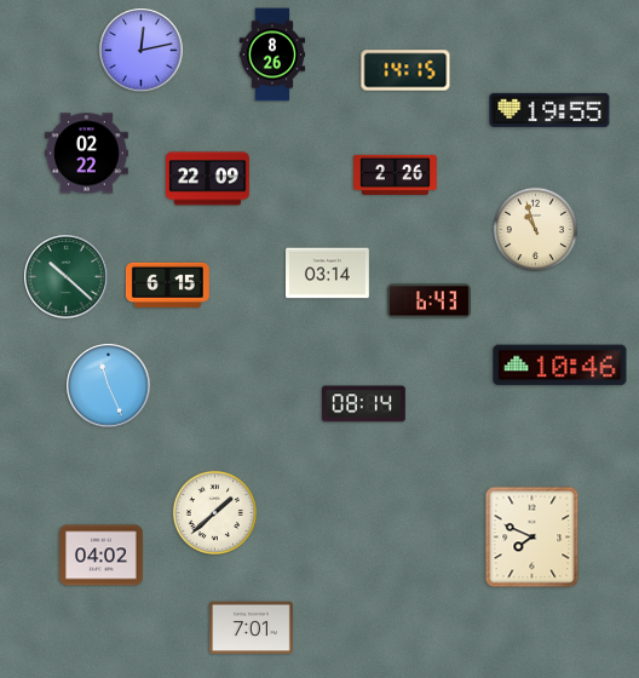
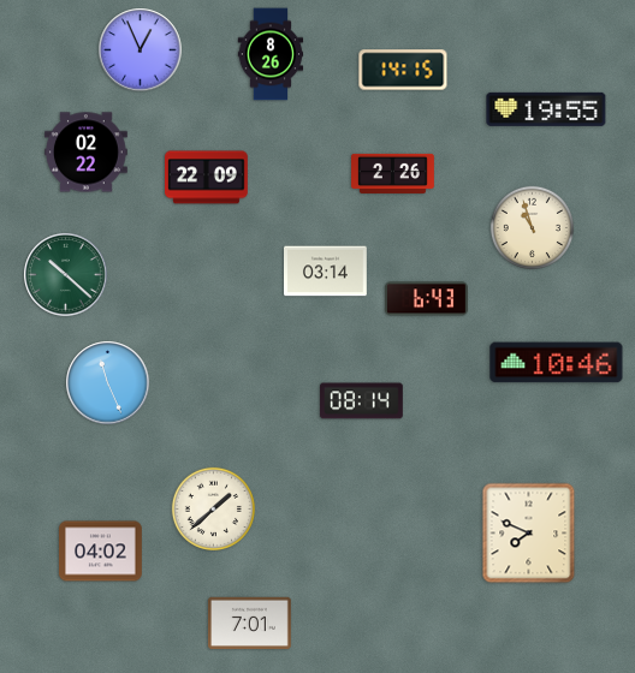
clock at (142, 51): 12:13 -> 12:56
clock at (168, 285): 6:15 -> none
